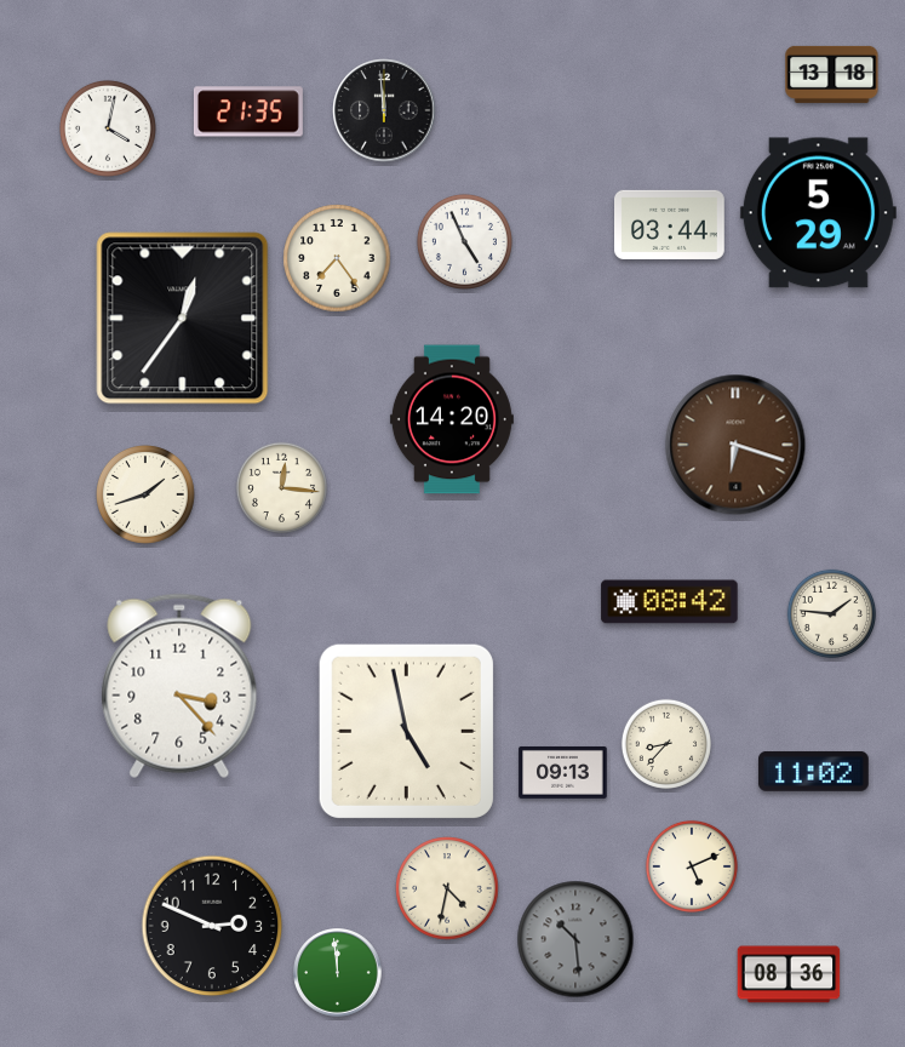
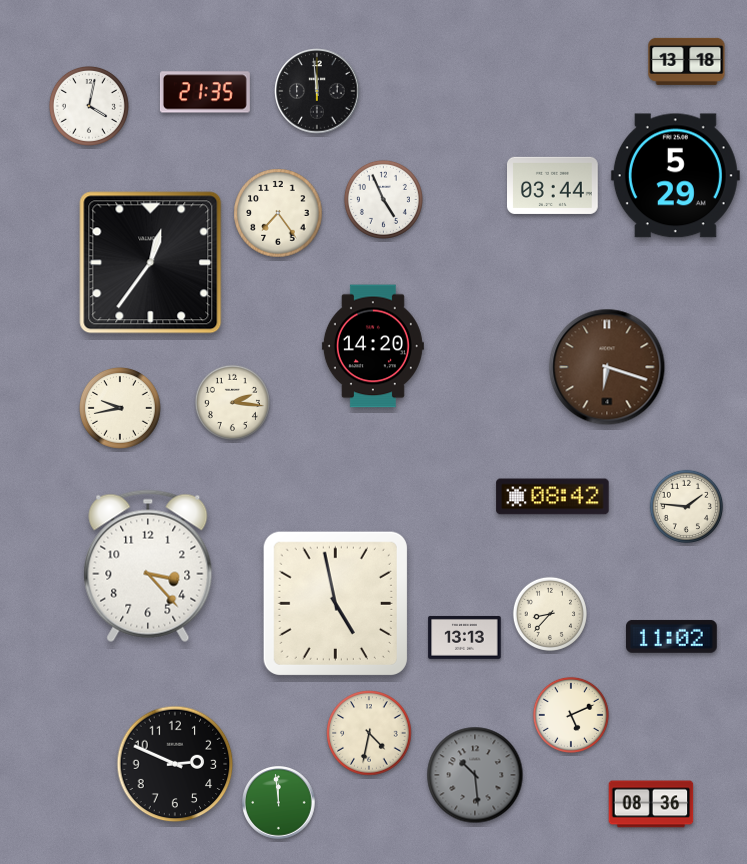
clock at (281, 487): 12:16 -> 2:16
clock at (147, 496): 1:42 -> 9:43
clock at (563, 773): 09:13 -> 13:13
